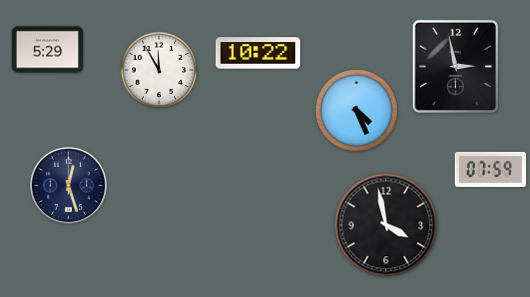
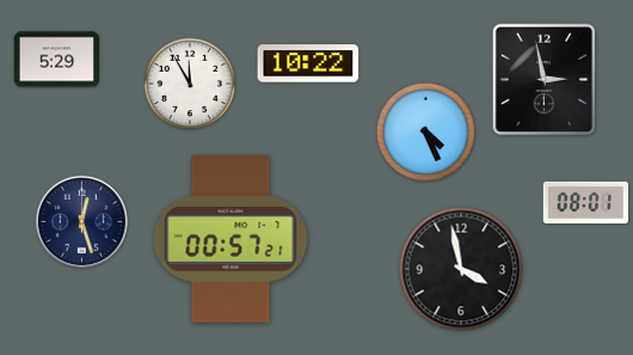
clock at (491, 169): 07:59 -> 08:01
clock at (231, 239): none -> 00:57
